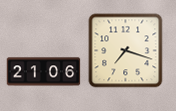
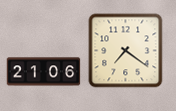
clock at (126, 51): 7:18 -> 7:21
